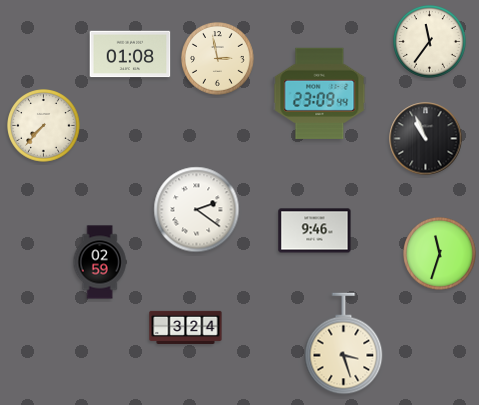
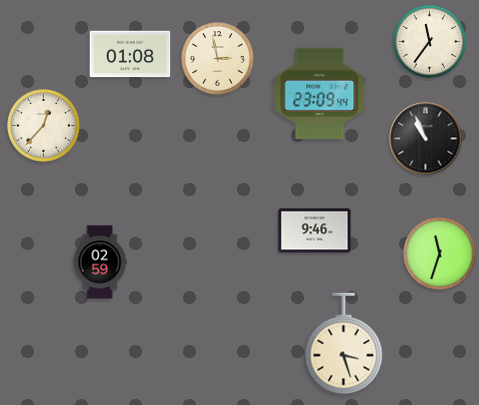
clock at (44, 126): 7:37 -> 12:37
clock at (197, 210): 2:21 -> none
clock at (186, 327): 3:24 -> none
